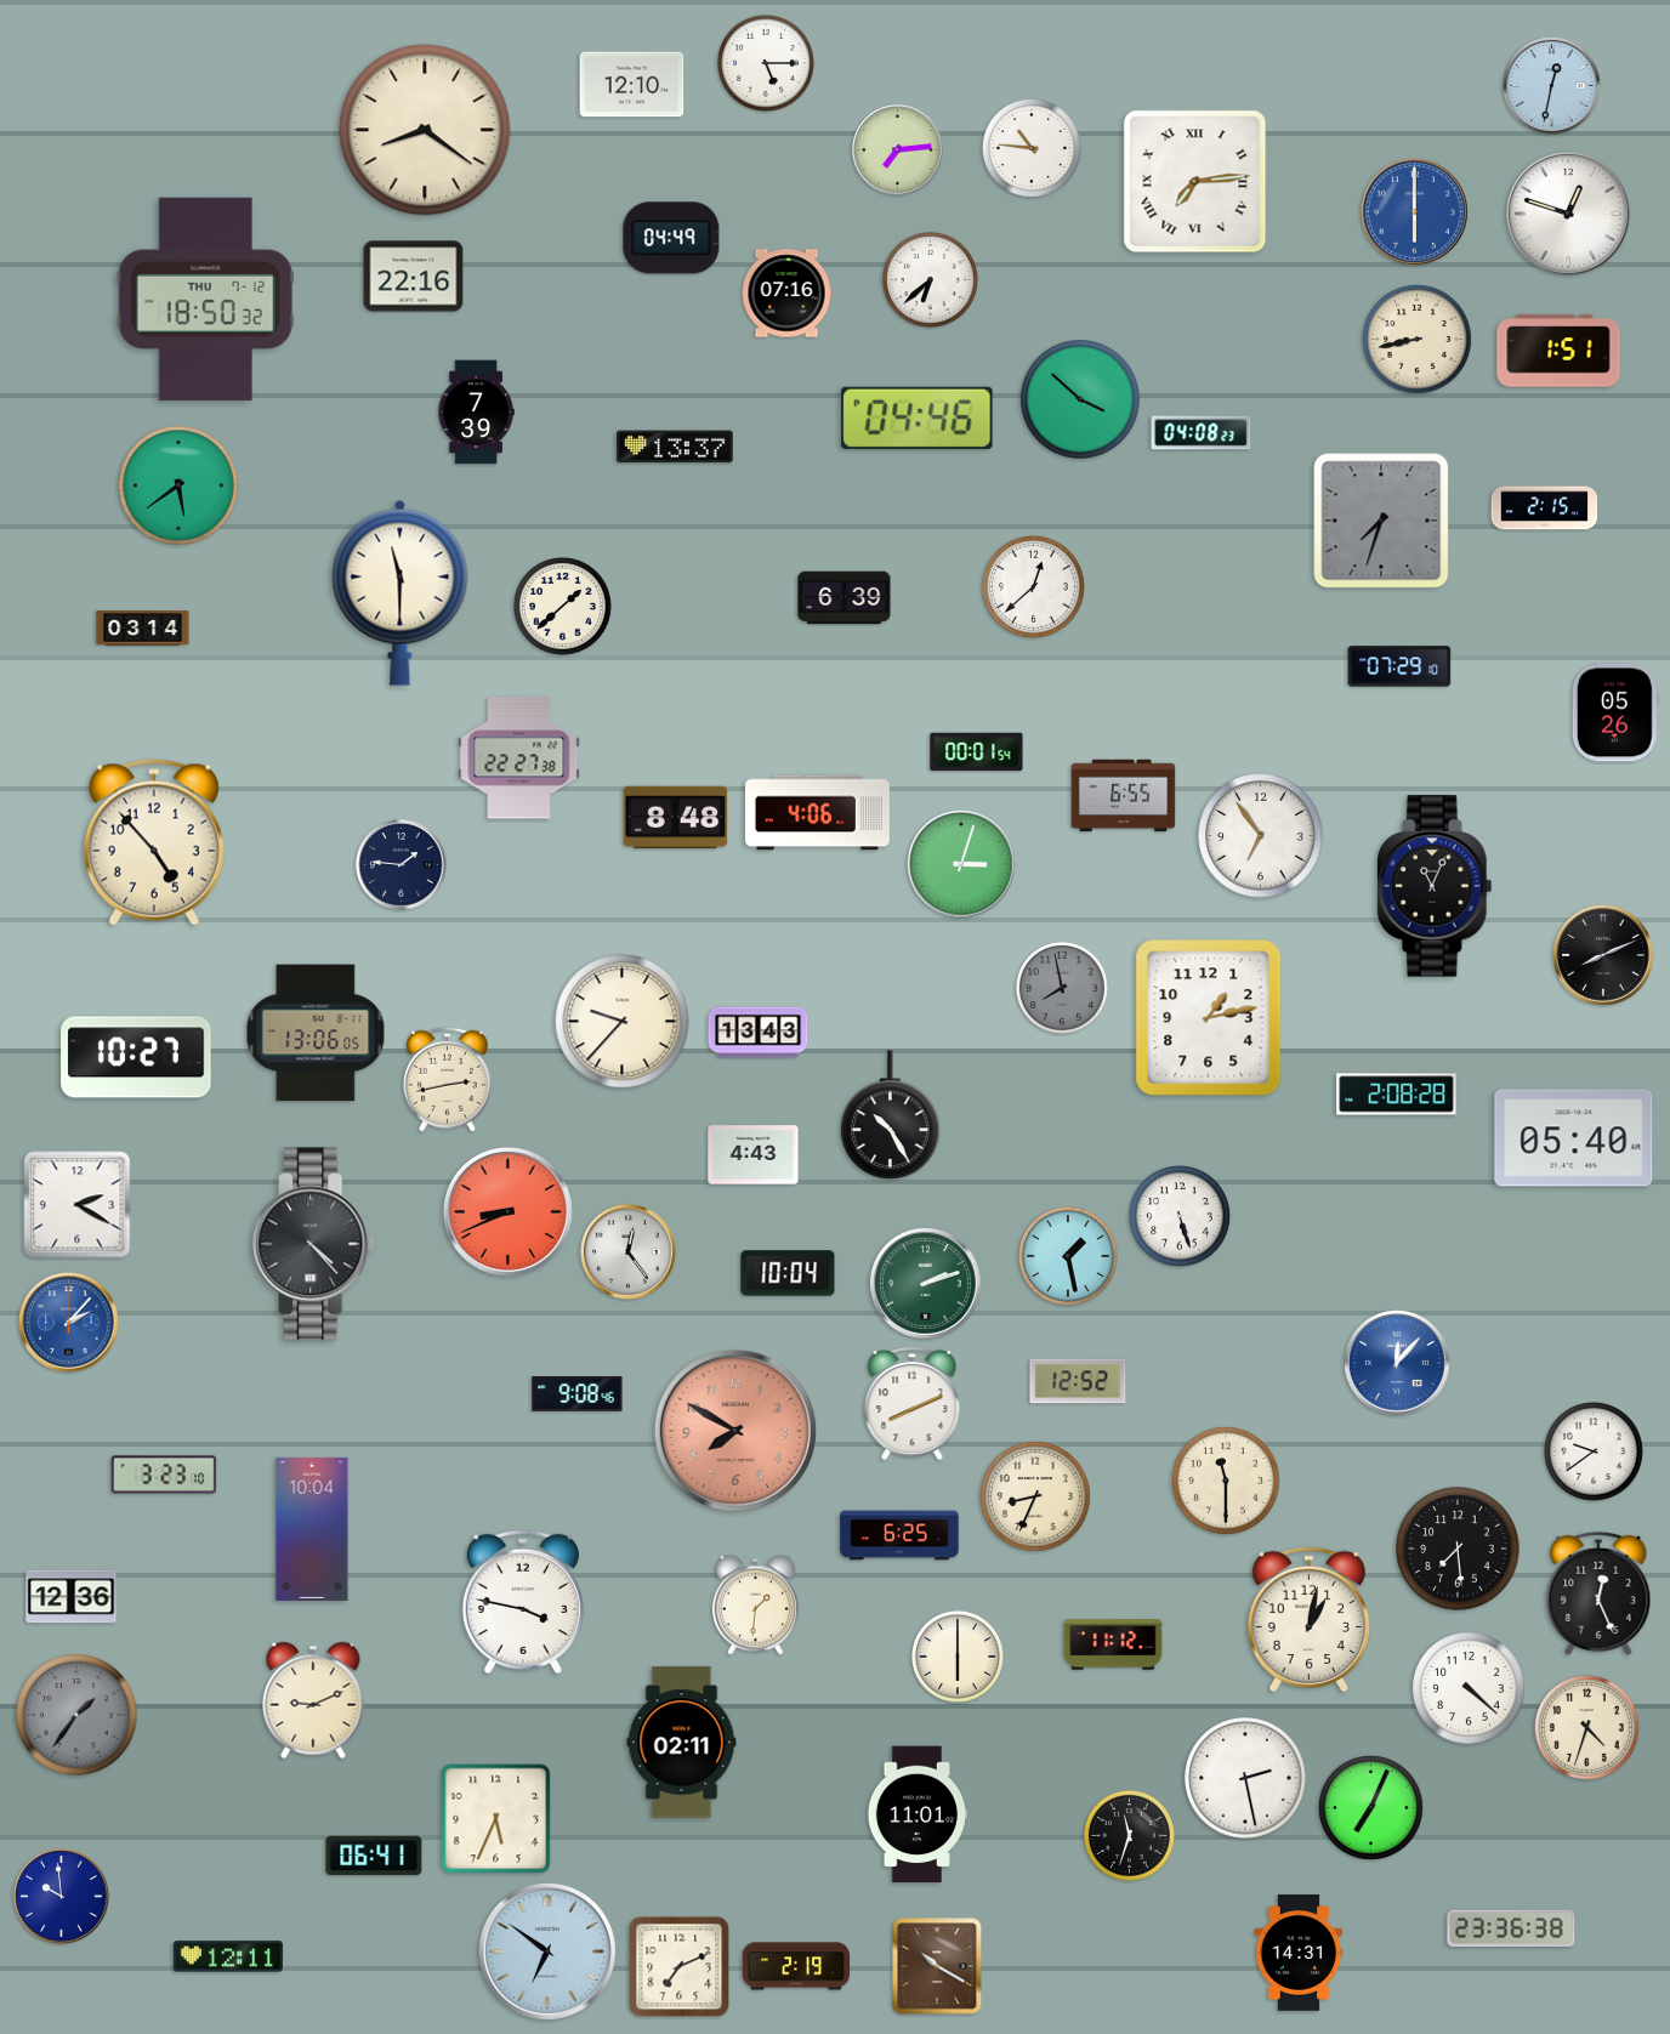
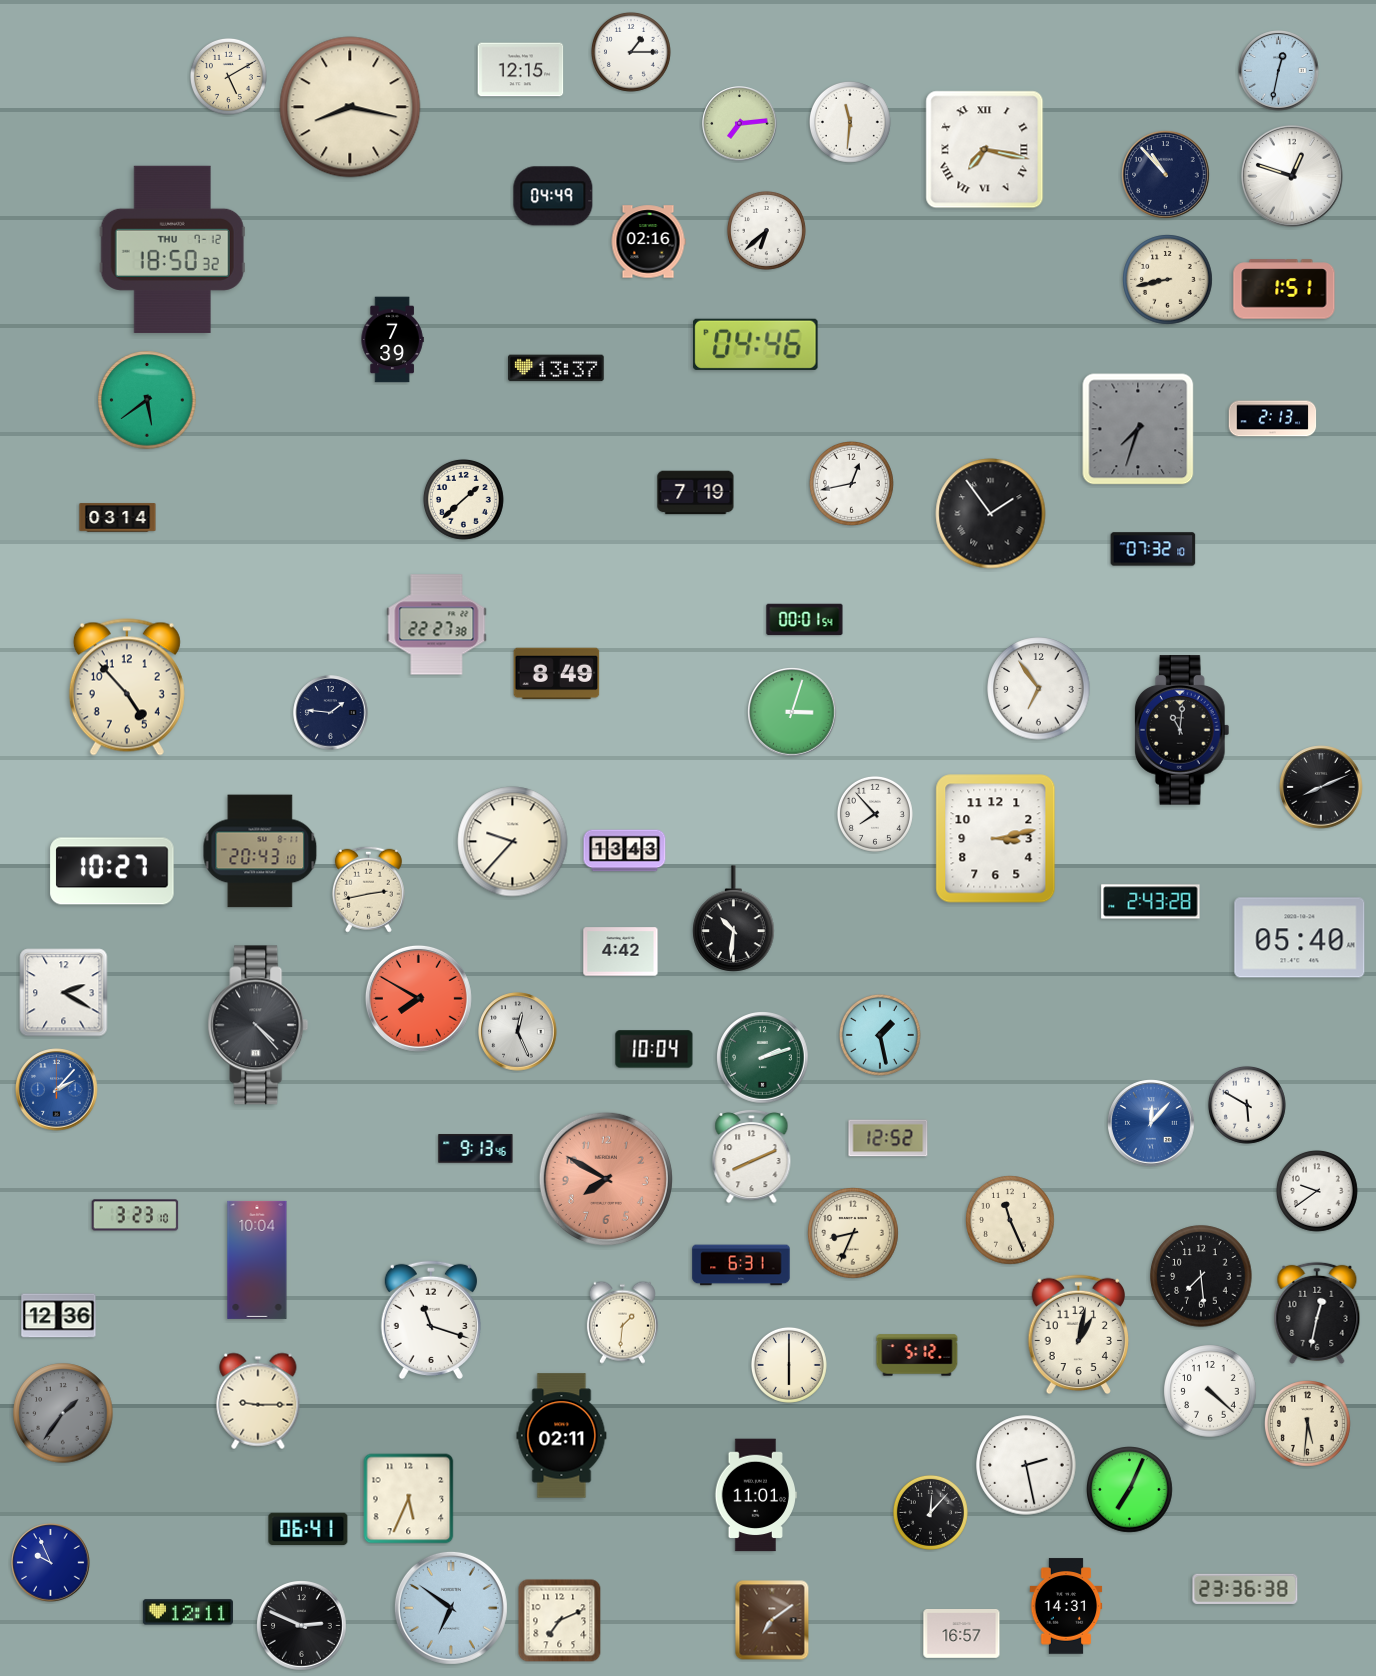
clock at (766, 63): 5:15 -> 1:15
clock at (632, 85): 12:10 -> 12:15
clock at (228, 76): none -> 5:10
clock at (425, 130): 8:21 -> 8:17
clock at (1033, 149): 10:46 -> 11:31
clock at (1195, 182): 7:14 -> 7:17
clock at (1415, 212): 6:00 -> 10:53
clock at (1415, 212) dial: blue -> navy
clock at (414, 277): 22:16 -> none
clock at (786, 294): 07:16 -> 02:16
clock at (205, 299) position: (205, 299) -> (172, 249)
clock at (1080, 399): 3:52 -> none
clock at (1202, 433): 04:08 -> none
clock at (1545, 508): 2:15 -> 2:13
clock at (1034, 587): 12:38 -> 12:43
clock at (401, 592): 11:30 -> none
clock at (845, 598): 6:39 -> 7:19
clock at (991, 514): none -> 1:54
clock at (1399, 666): 07:29 -> 07:32
clock at (1615, 712): 05:26 -> none
clock at (519, 759) position: (519, 759) -> (437, 625)
clock at (1124, 796): 6:55 -> none
clock at (817, 813): 4:06 -> none
clock at (676, 818): 8:48 -> 8:49
clock at (154, 842) position: (154, 842) -> (127, 687)
clock at (1435, 886): 11:04 -> 11:01
clock at (1062, 988): 7:58 -> 7:53
clock at (1062, 988) dial: grey -> white
clock at (1209, 1018): 1:13 -> 3:13
clock at (316, 1033): 13:06 -> 20:43
clock at (1397, 1095): 2:08 -> 2:43
clock at (891, 1115): 10:25 -> 10:31
clock at (1574, 1138) position: (1574, 1138) -> (1300, 938)
clock at (754, 1155): 4:43 -> 4:42
clock at (507, 1211): 8:41 -> 7:50
clock at (1181, 1217): 5:27 -> none
clock at (629, 1252): 12:24 -> 12:26
clock at (788, 1273) position: (788, 1273) -> (654, 1049)
clock at (1247, 1105): none -> 5:50
clock at (578, 1394): 9:08 -> 9:13
clock at (1595, 1453) position: (1595, 1453) -> (1318, 1192)
clock at (1226, 1481): 11:30 -> 11:26
clock at (899, 1535): 6:25 -> 6:31
clock at (1598, 1593): 12:26 -> 12:32
clock at (523, 1602): 3:47 -> 11:18
clock at (1113, 1644): 11:12 -> 5:12
clock at (313, 1700): 9:11 -> 9:15
clock at (1587, 1728): 4:33 -> 5:31
clock at (1129, 1835): 11:33 -> 12:07
clock at (62, 1897): 9:59 -> 9:56
clock at (1299, 1953) position: (1299, 1953) -> (1066, 1606)
clock at (796, 1966): 2:19 -> none
clock at (937, 1966): 10:20 -> 7:09
clock at (302, 1626): none -> 2:49
clock at (962, 1634): none -> 16:57
